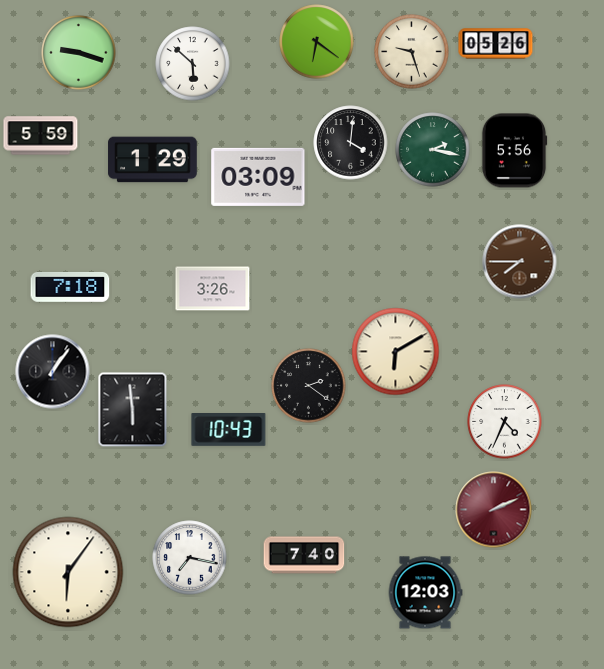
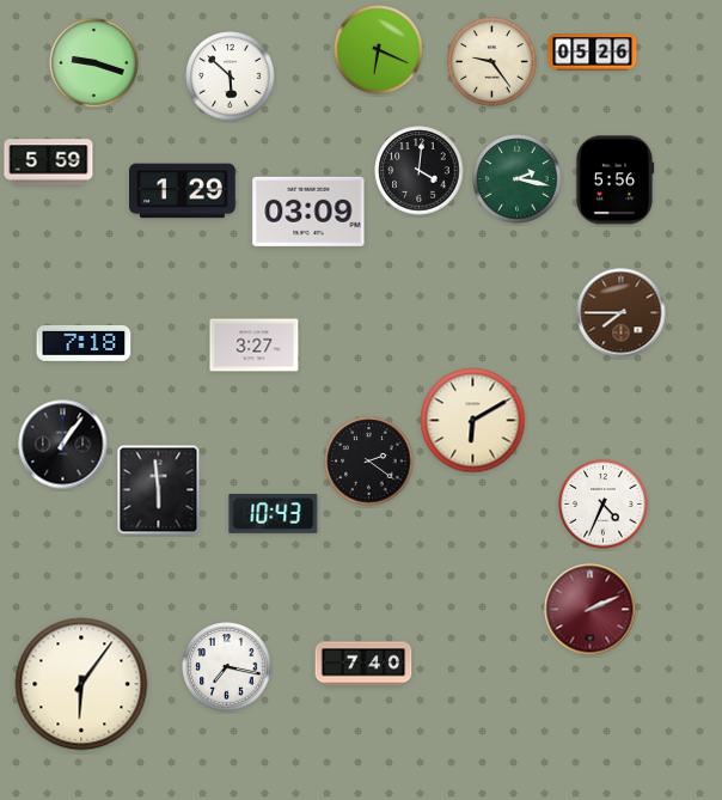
clock at (317, 42): 6:21 -> 6:19
clock at (412, 52): 9:27 -> 9:24
clock at (213, 289): 3:26 -> 3:27
clock at (425, 593): 12:03 -> none
